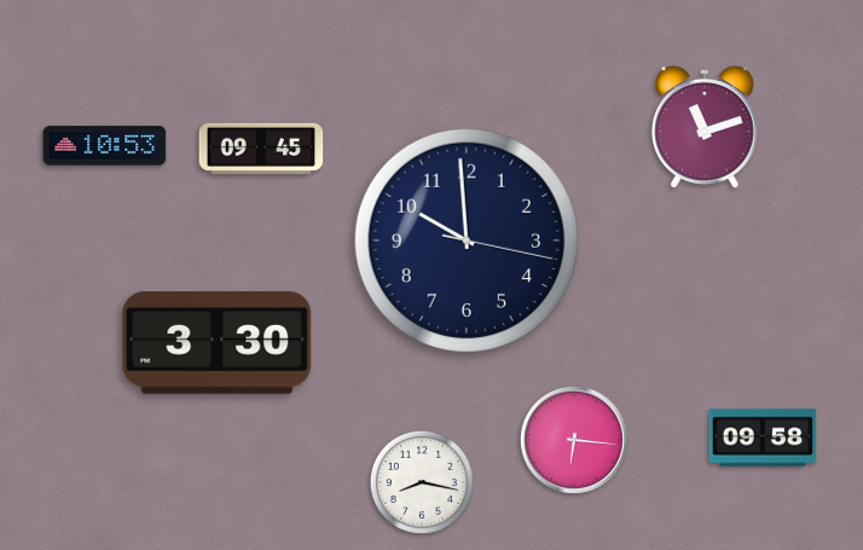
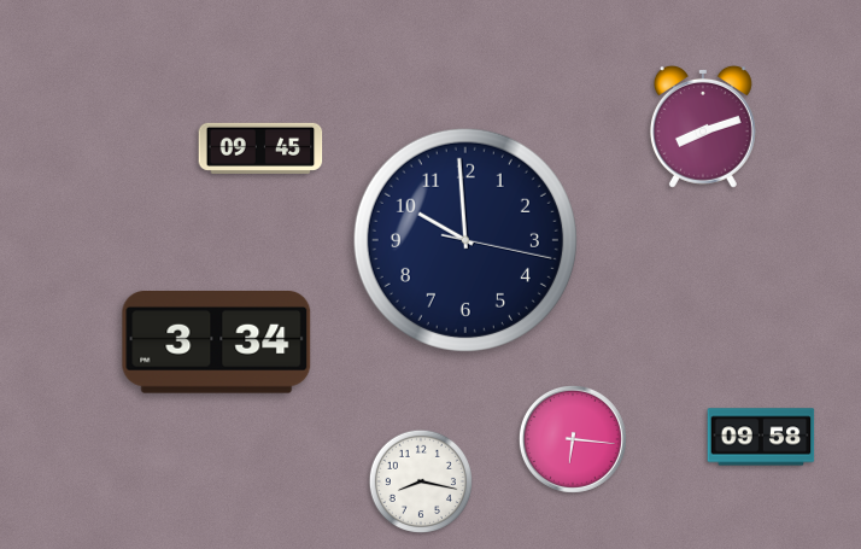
clock at (705, 127): 11:12 -> 8:12
clock at (105, 146): 10:53 -> none
clock at (218, 343): 3:30 -> 3:34
